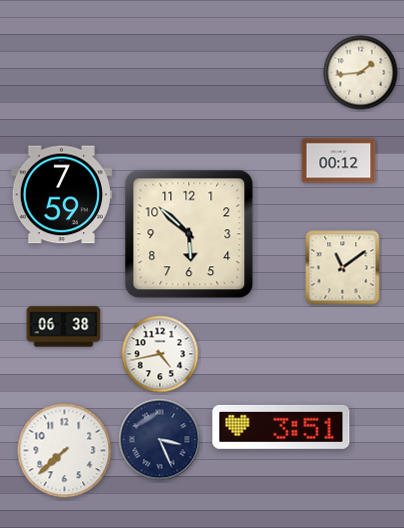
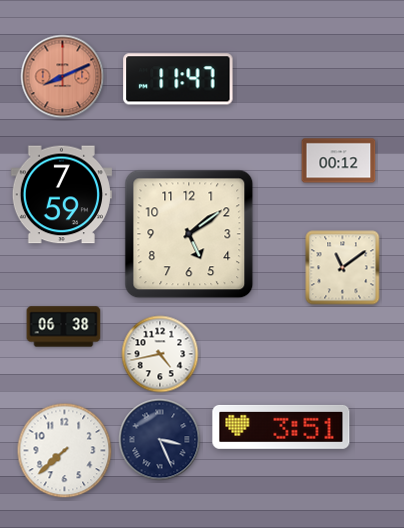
clock at (361, 73): 1:44 -> none
clock at (63, 77): none -> 8:11
clock at (178, 79): none -> 11:47
clock at (189, 234): 5:52 -> 5:09
